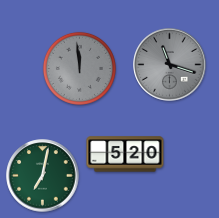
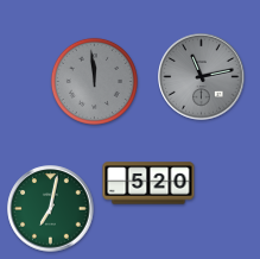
clock at (170, 65): 11:18 -> 11:13
